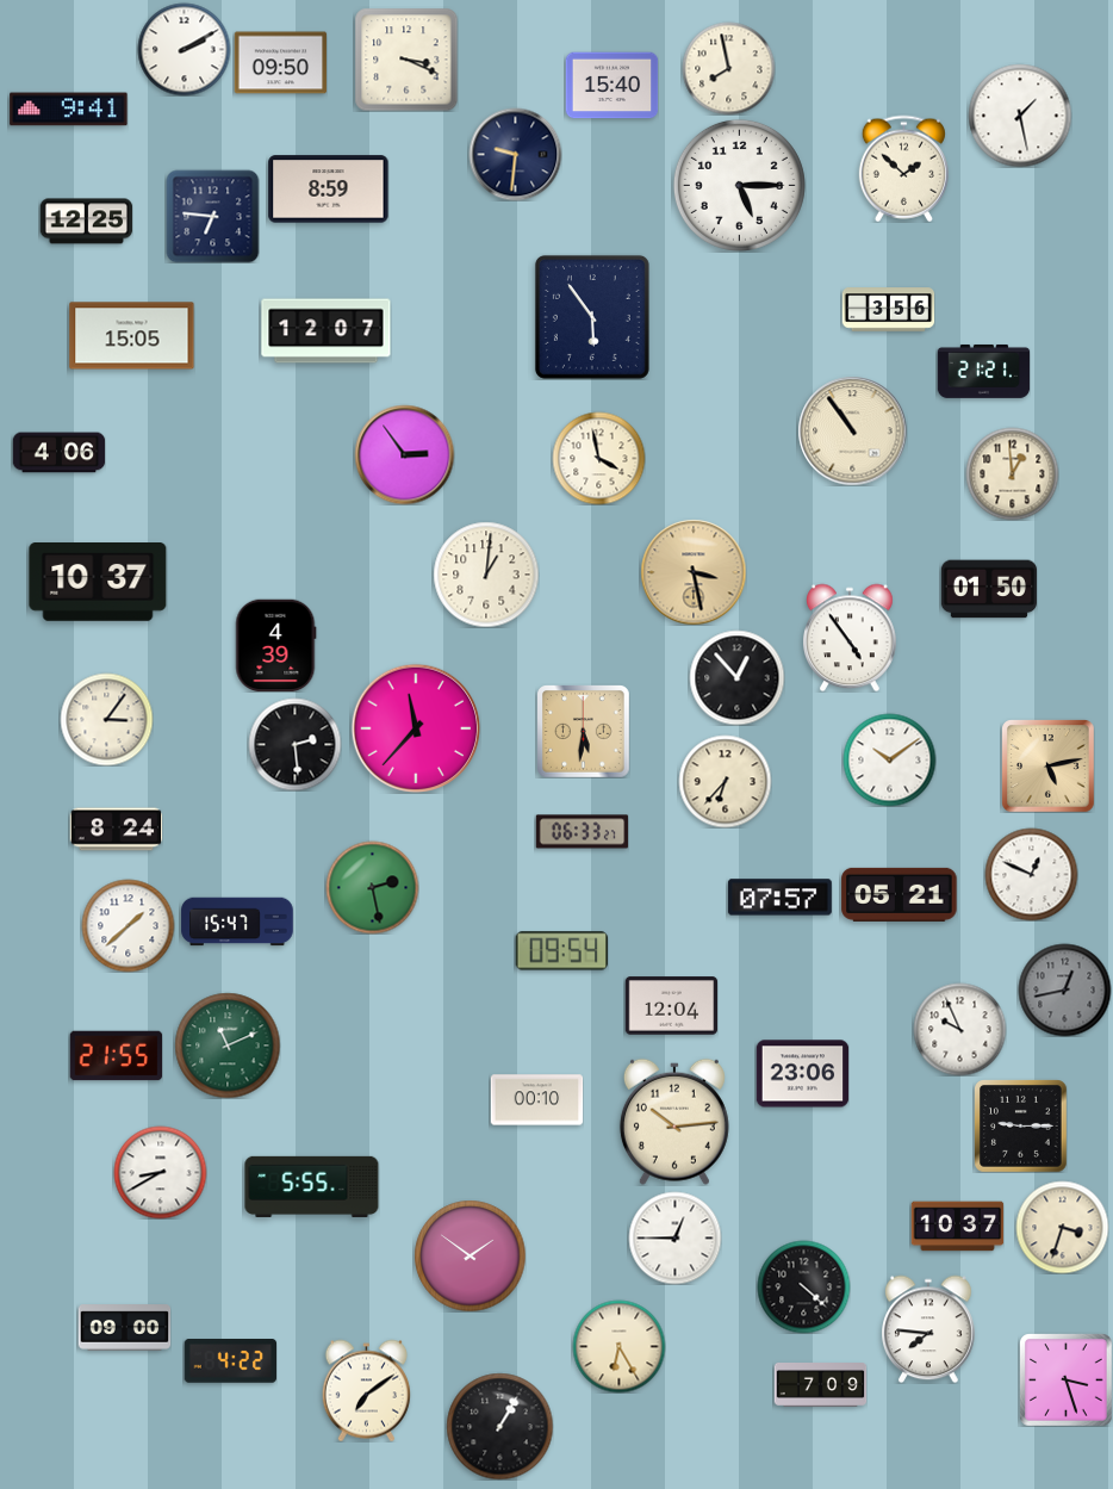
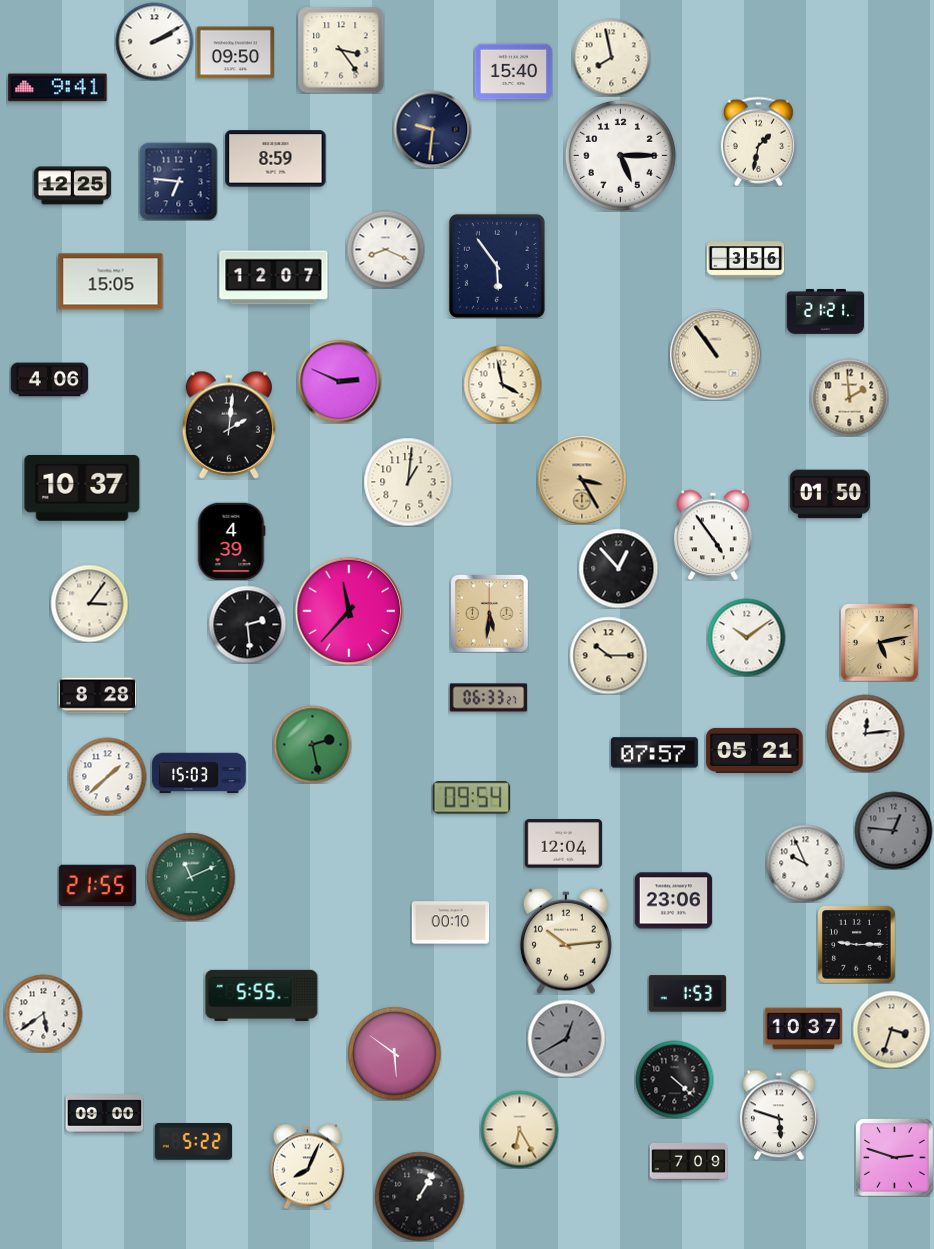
clock at (406, 60): 3:19 -> 3:24
clock at (69, 110) position: (69, 110) -> (58, 88)
clock at (1020, 116): 1:28 -> none
clock at (903, 168): 1:52 -> 1:32
clock at (385, 249): none -> 8:19
clock at (852, 430) position: (852, 430) -> (715, 354)
clock at (404, 454): 2:54 -> 2:49
clock at (1012, 473): 12:59 -> 1:59
clock at (228, 425): none -> 2:01
clock at (694, 572): 3:28 -> 3:25
clock at (725, 781): 6:37 -> 10:15
clock at (116, 830): 8:24 -> 8:28
clock at (1031, 874): 12:49 -> 12:14
clock at (237, 922): 15:47 -> 15:03
clock at (1064, 989): 12:43 -> 12:46
clock at (160, 1172): 8:40 -> none
clock at (687, 994): none -> 1:53
clock at (43, 1013): none -> 5:39
clock at (674, 1237): 12:45 -> 12:40
clock at (674, 1237) dial: white -> grey
clock at (470, 1255): 1:51 -> 5:51
clock at (929, 1329): 7:46 -> 5:48
clock at (230, 1361): 4:22 -> 5:22
clock at (1065, 1379): 3:27 -> 2:48
clock at (366, 1390): 7:09 -> 8:04
